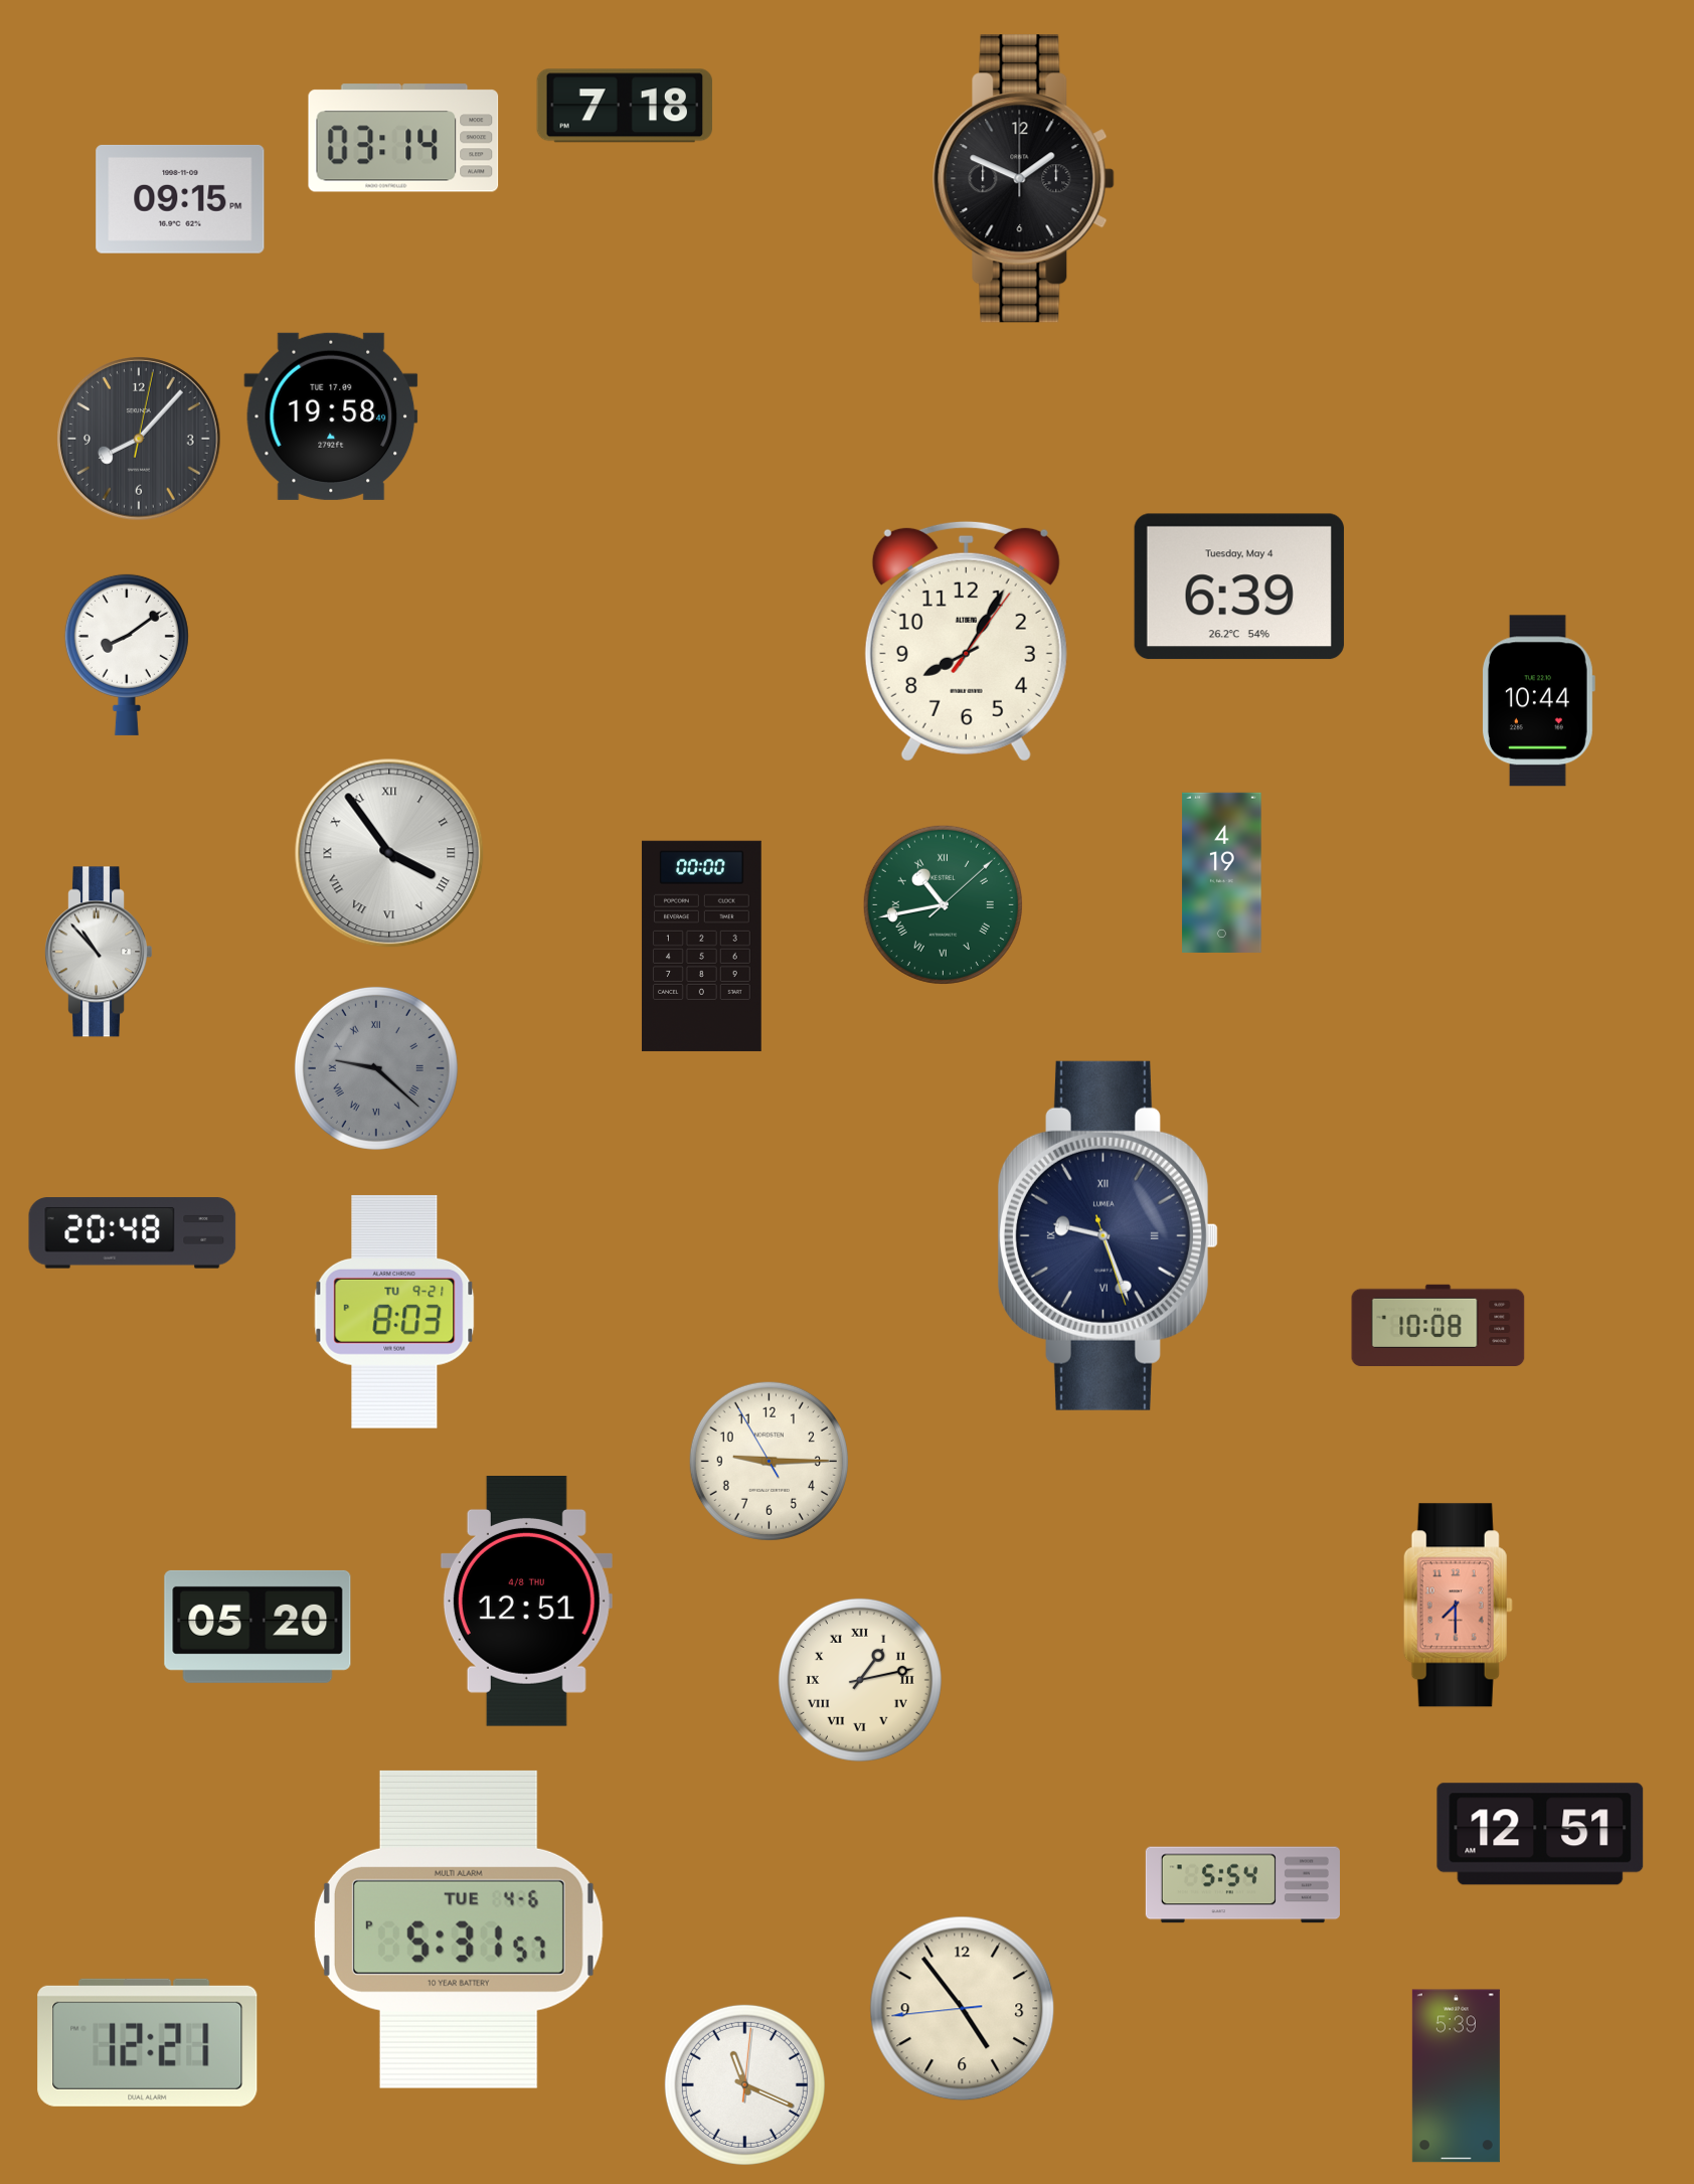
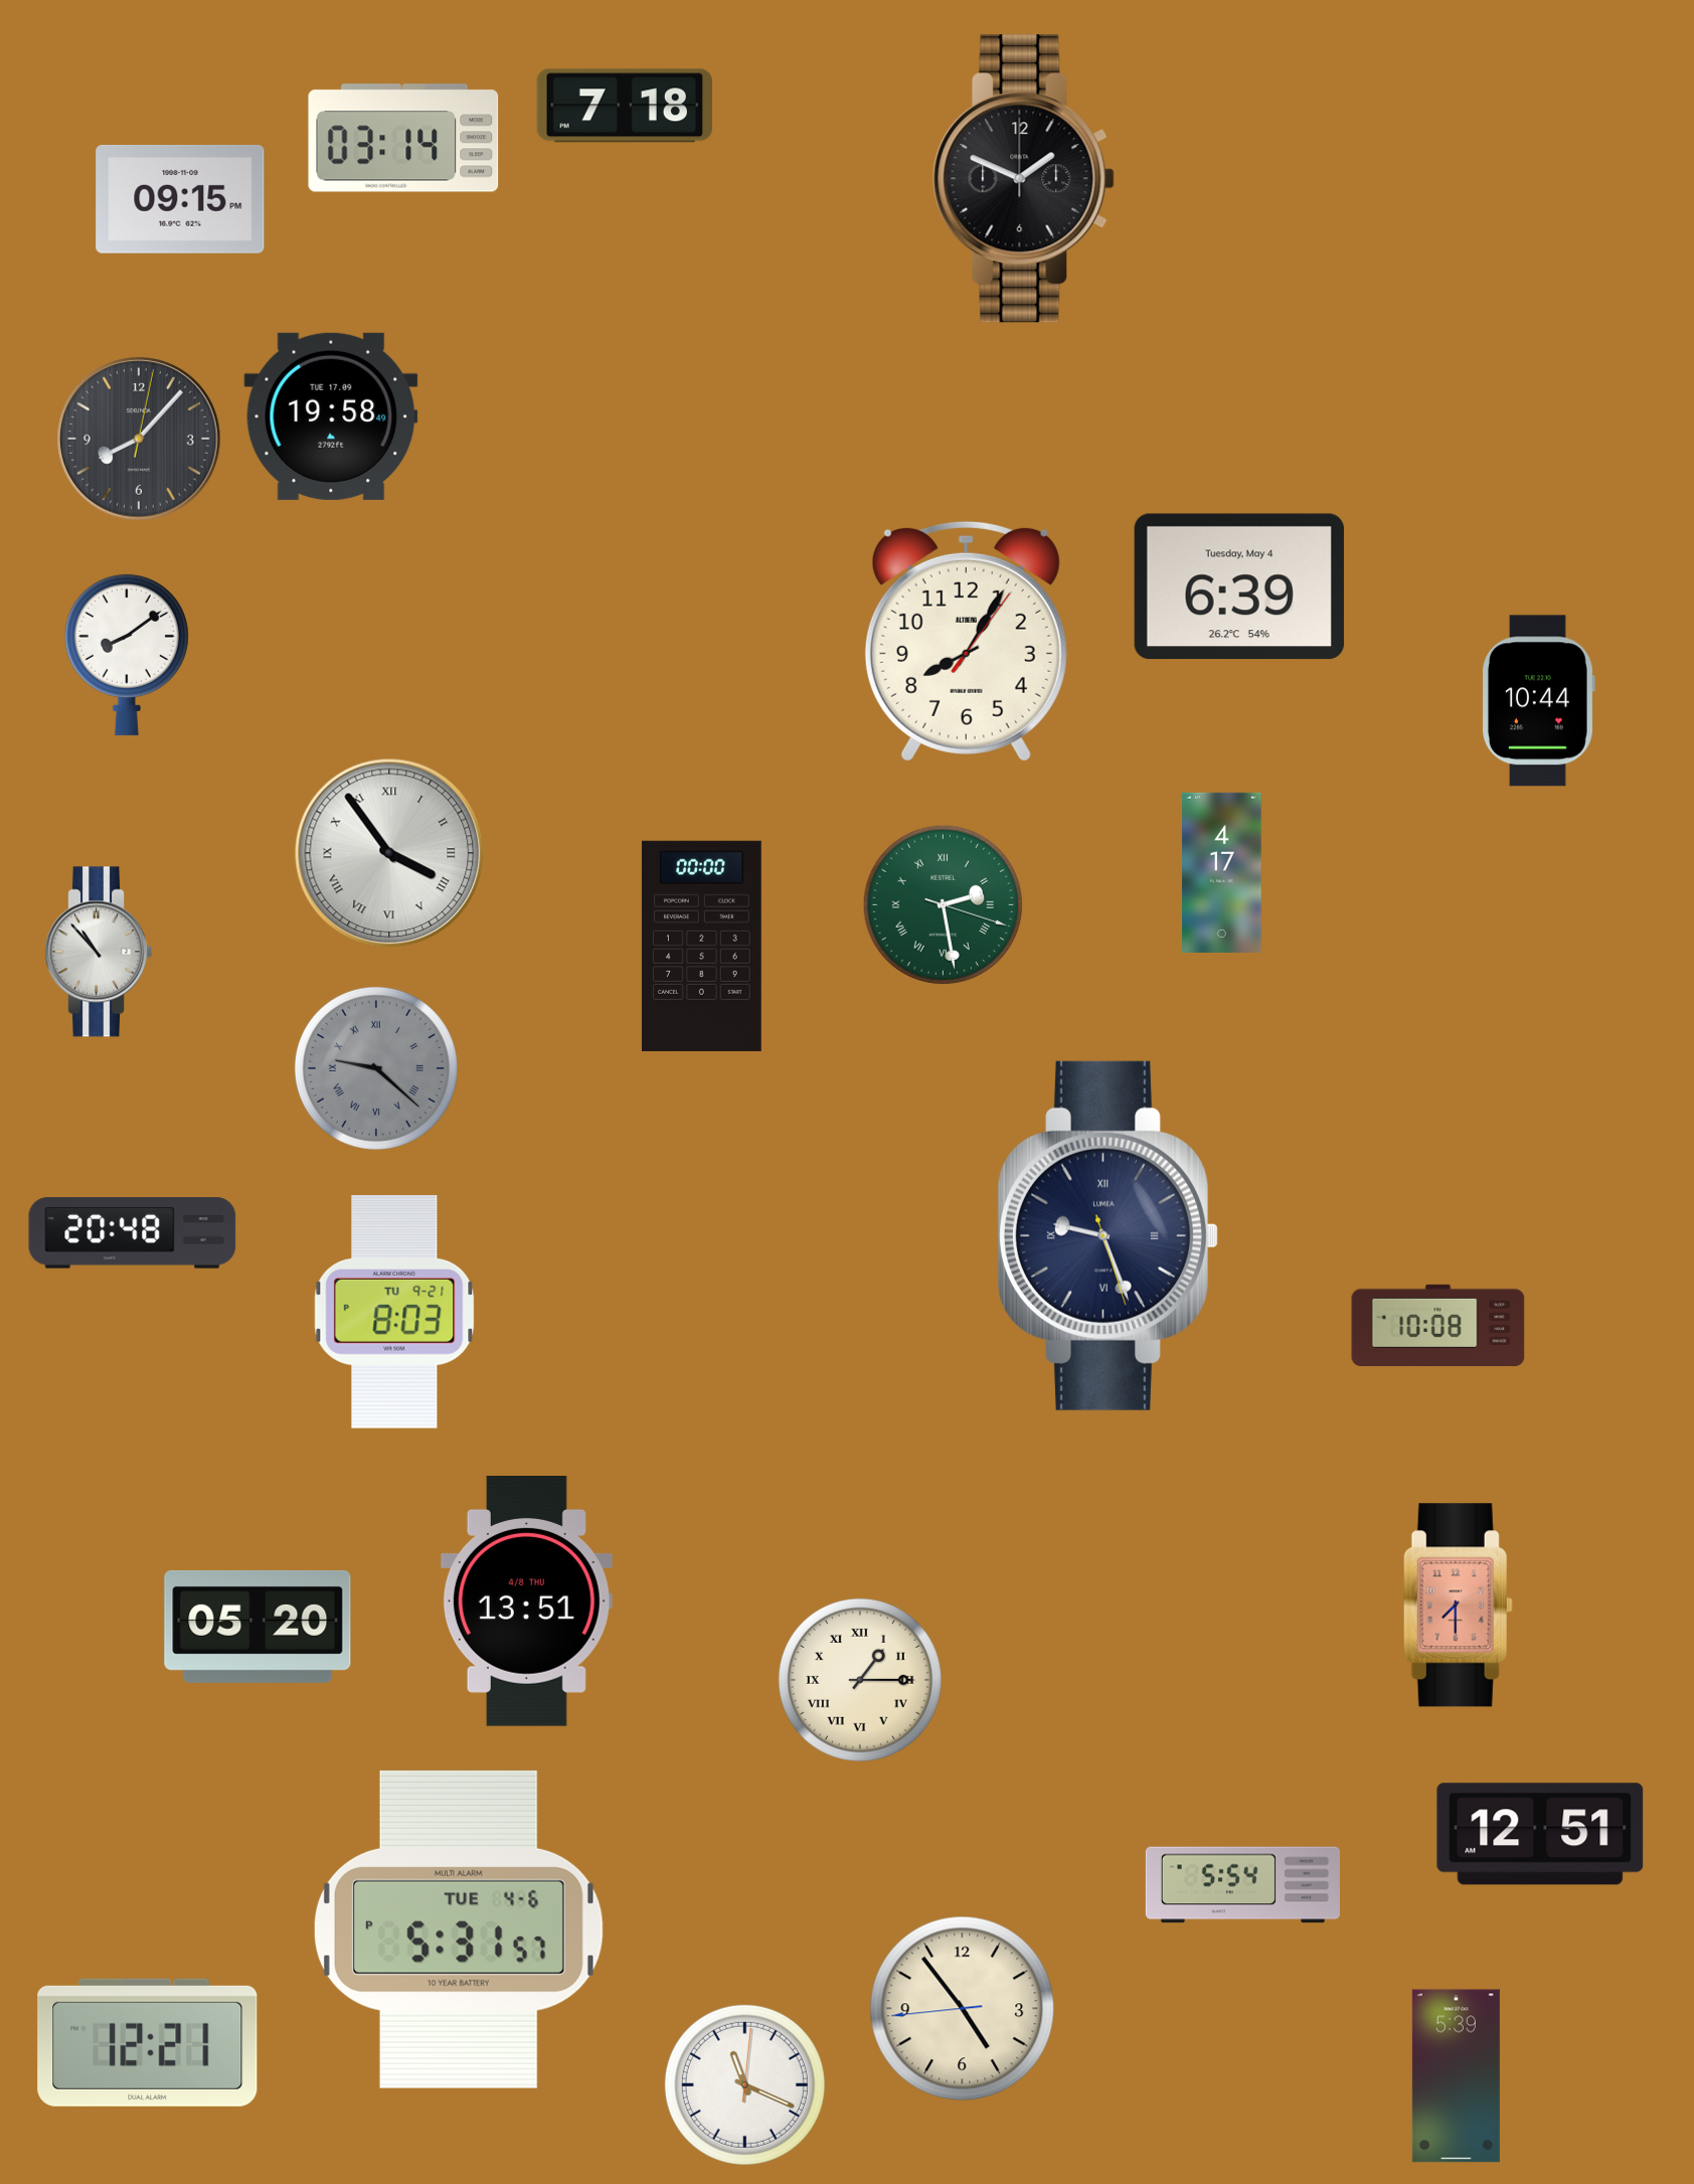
clock at (1222, 872): 4:19 -> 4:17
clock at (943, 904): 10:43 -> 2:28
clock at (769, 1461): 9:14 -> none
clock at (526, 1602): 12:51 -> 13:51
clock at (860, 1680): 1:13 -> 1:15
